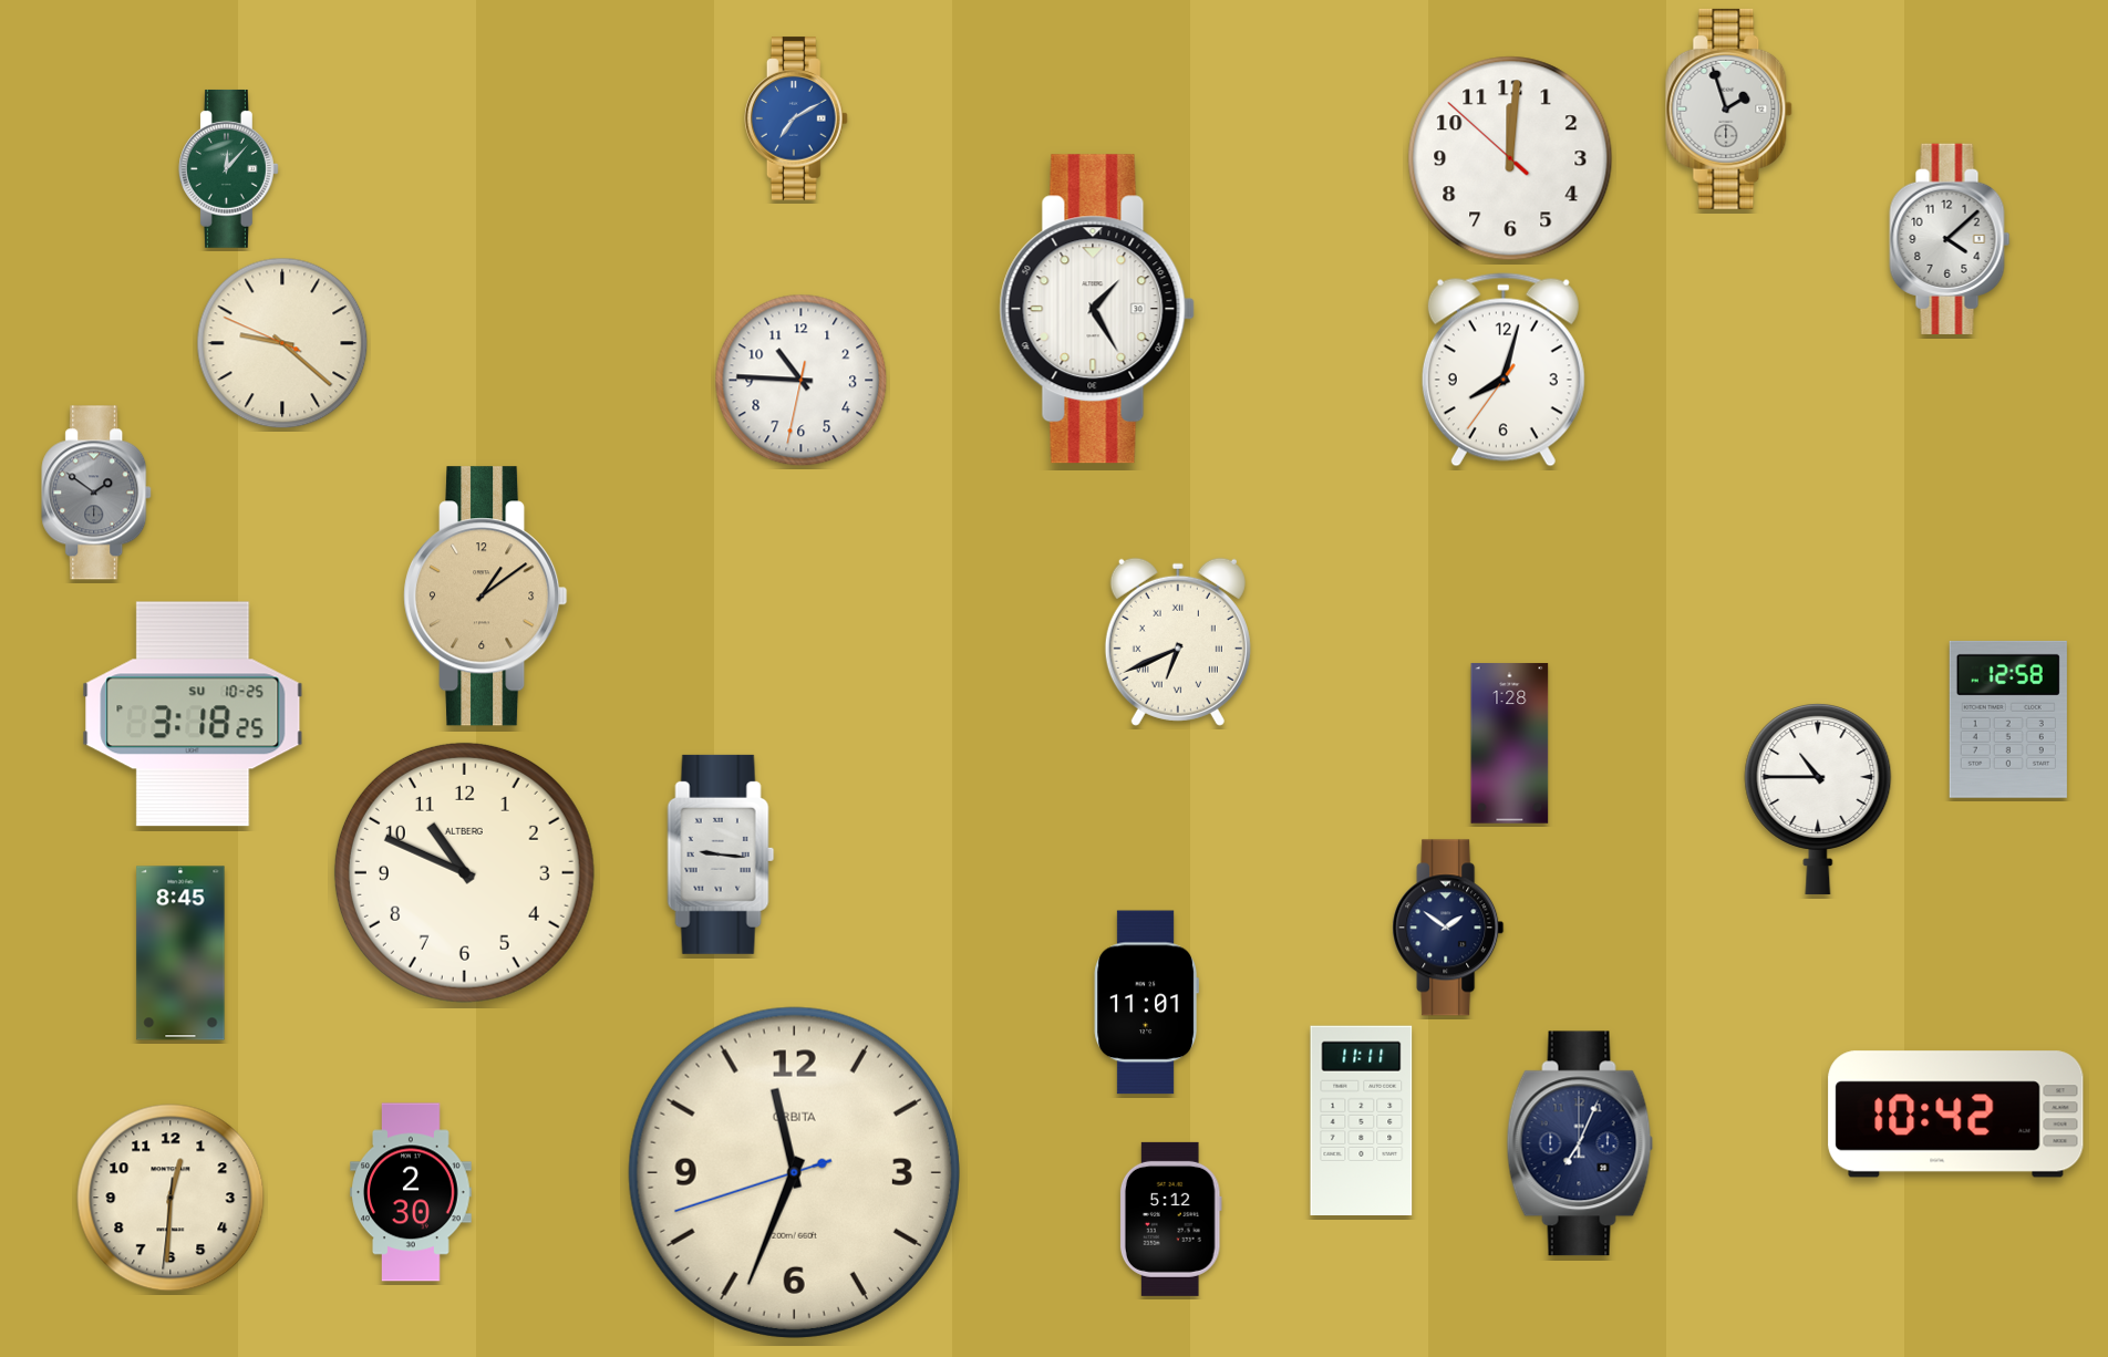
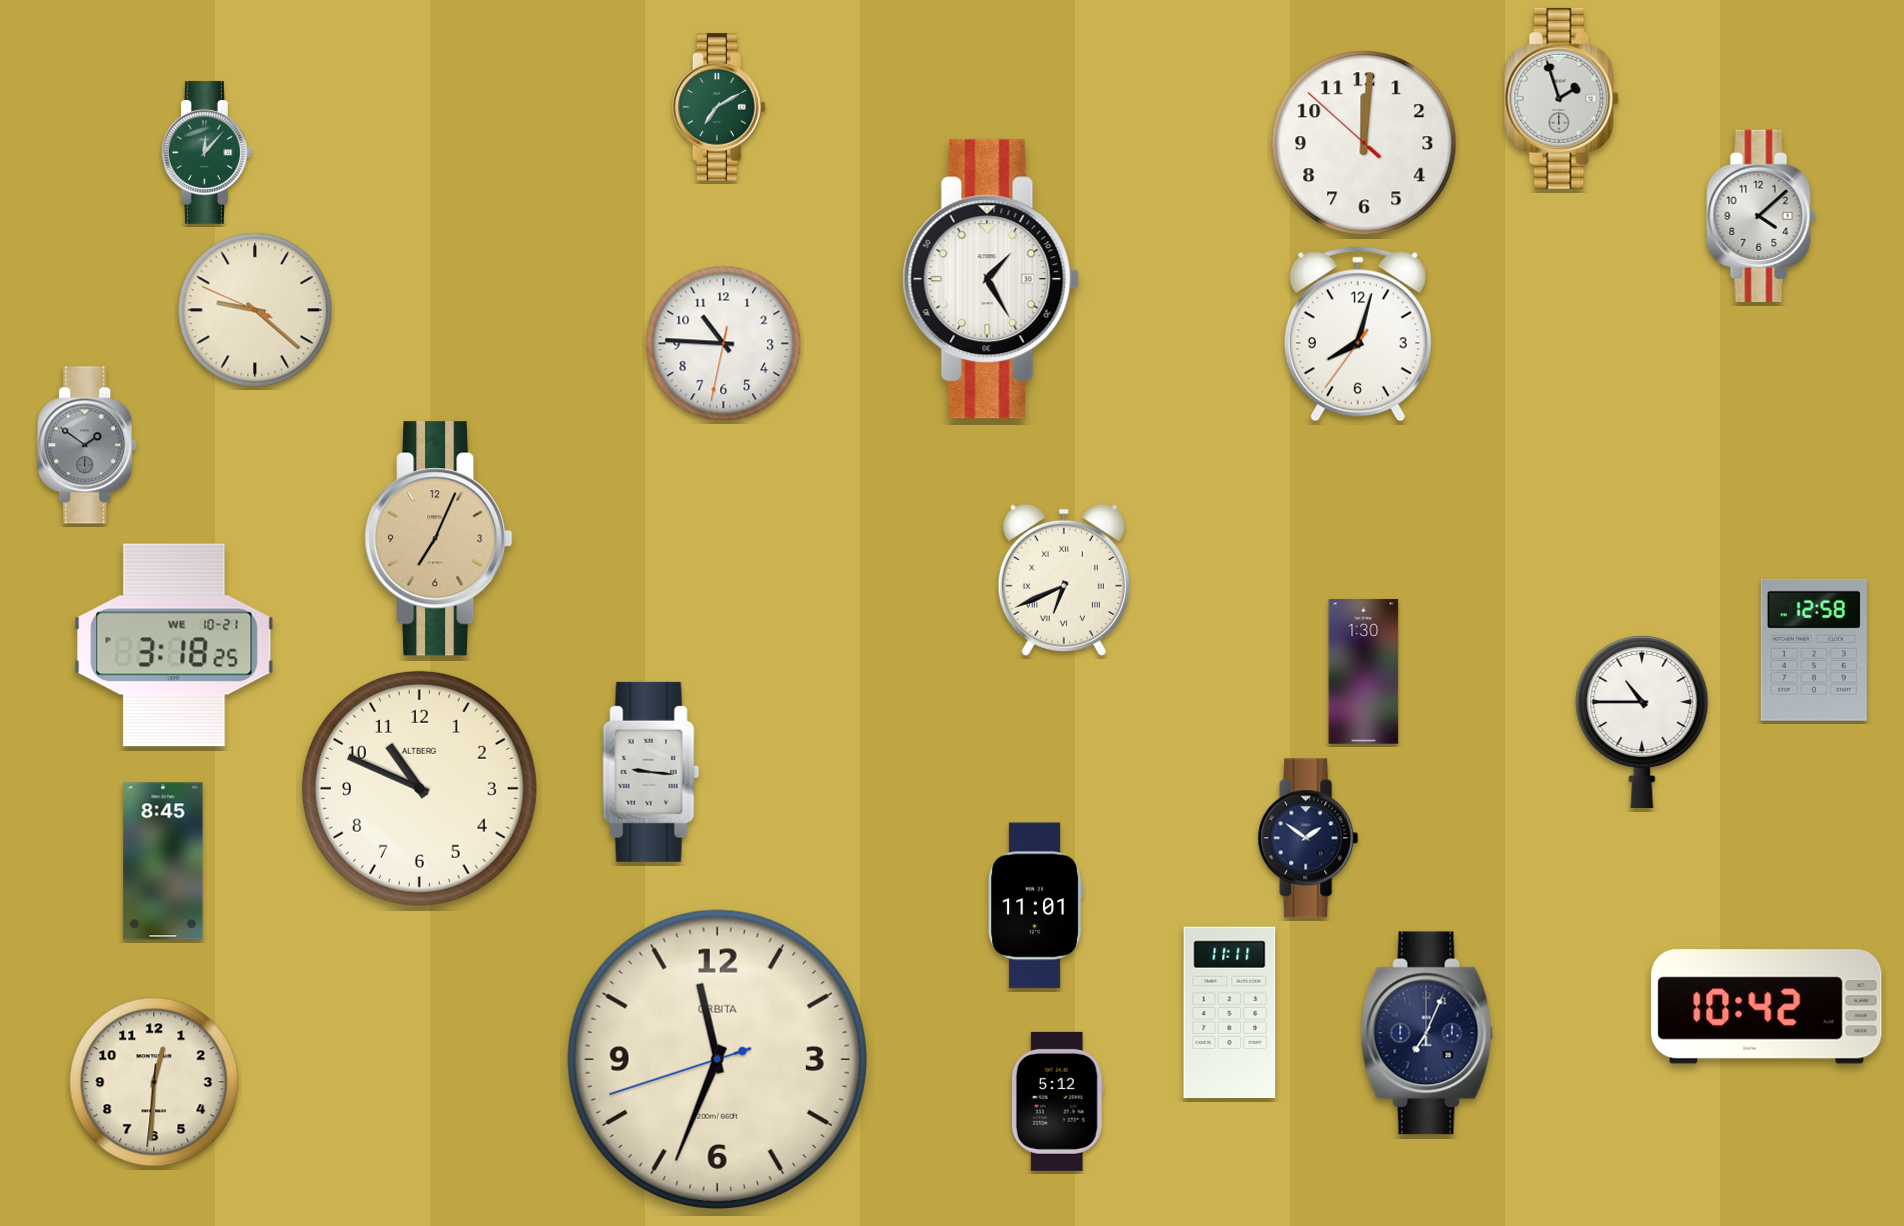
clock at (796, 118) dial: blue -> green
clock at (486, 597): 1:09 -> 7:04
clock at (193, 714) date: SU 10-25 -> WE 10-21
clock at (1510, 744): 1:28 -> 1:30
clock at (411, 1192): 2:30 -> none
